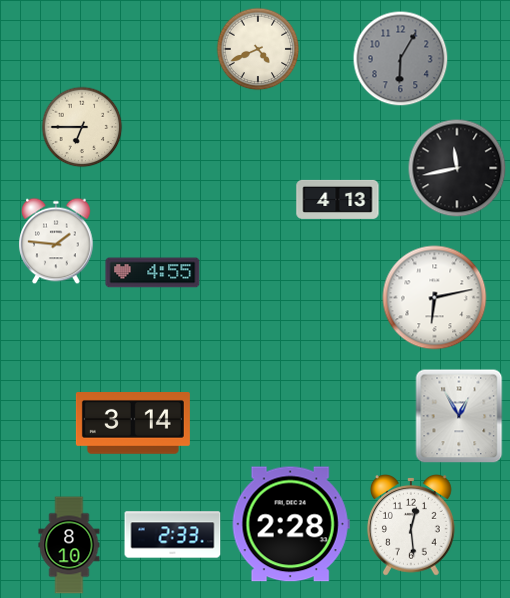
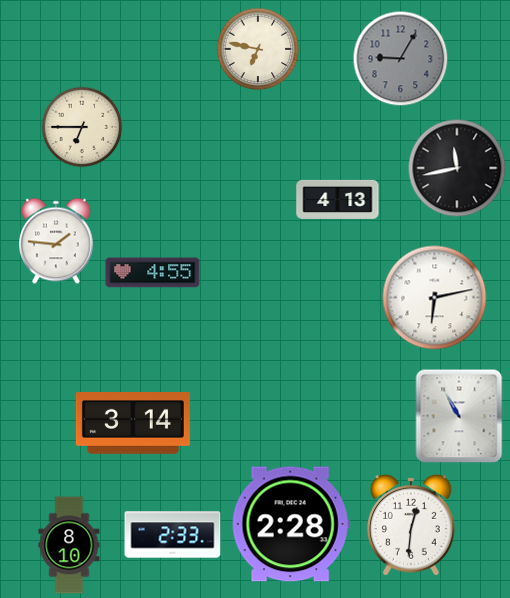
clock at (258, 49): 4:41 -> 6:47
clock at (400, 58): 6:05 -> 9:05
clock at (459, 416): 12:55 -> 10:55
clock at (411, 526): 12:29 -> 12:31
